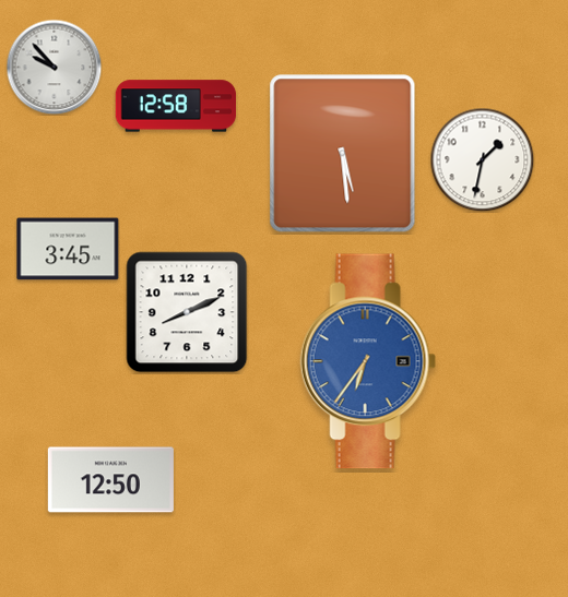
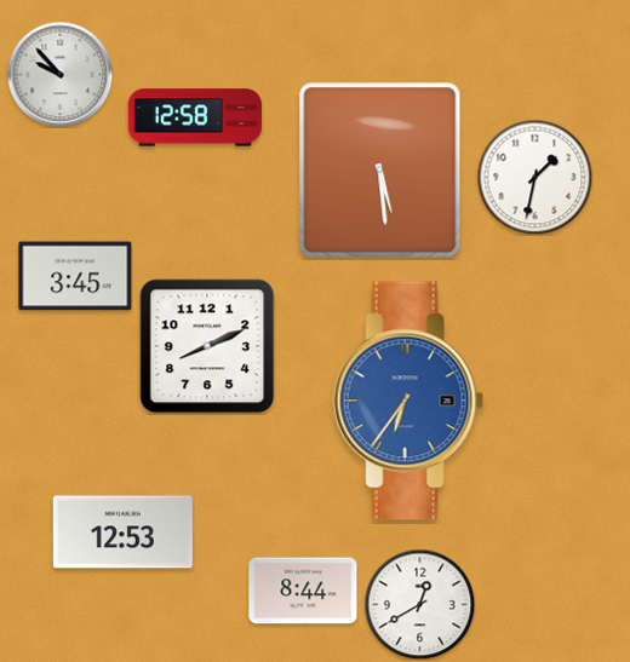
clock at (110, 480): 12:50 -> 12:53
clock at (303, 591): none -> 8:44
clock at (419, 604): none -> 12:40
